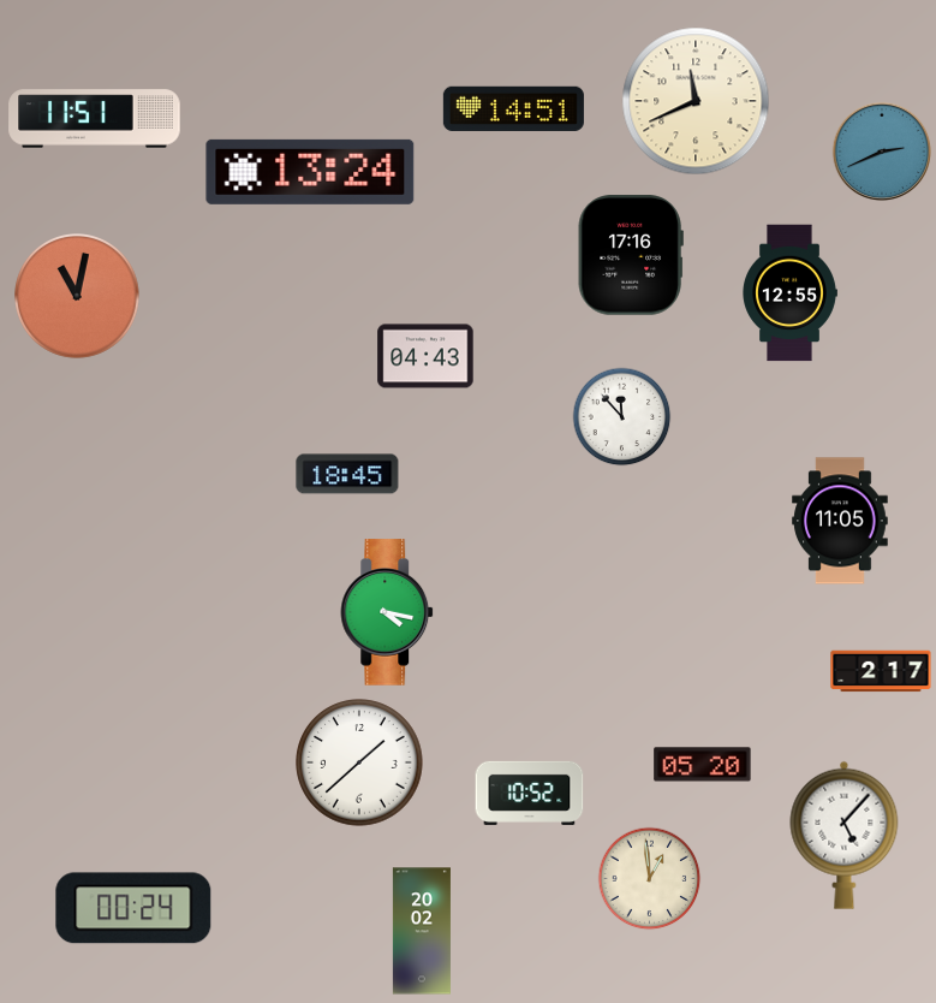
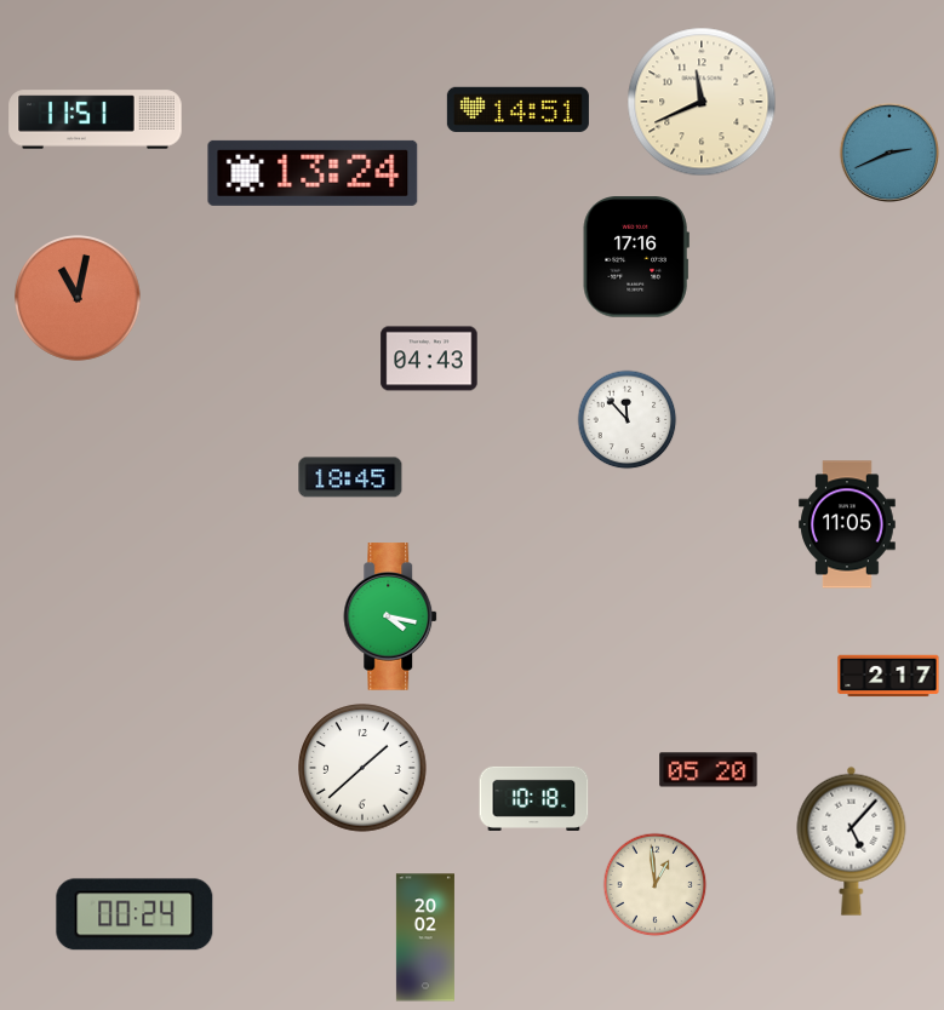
clock at (789, 293): 12:55 -> none
clock at (530, 793): 10:52 -> 10:18
